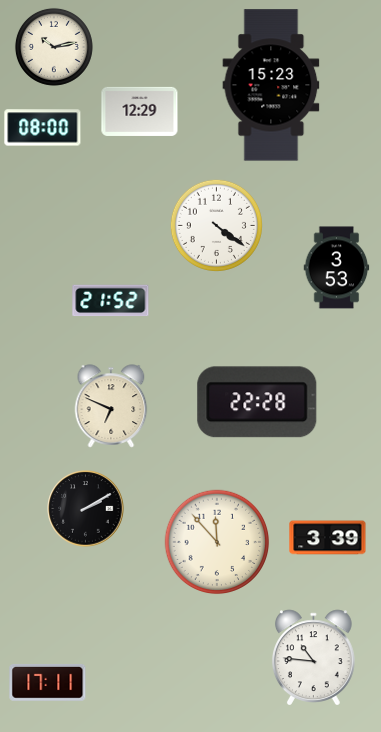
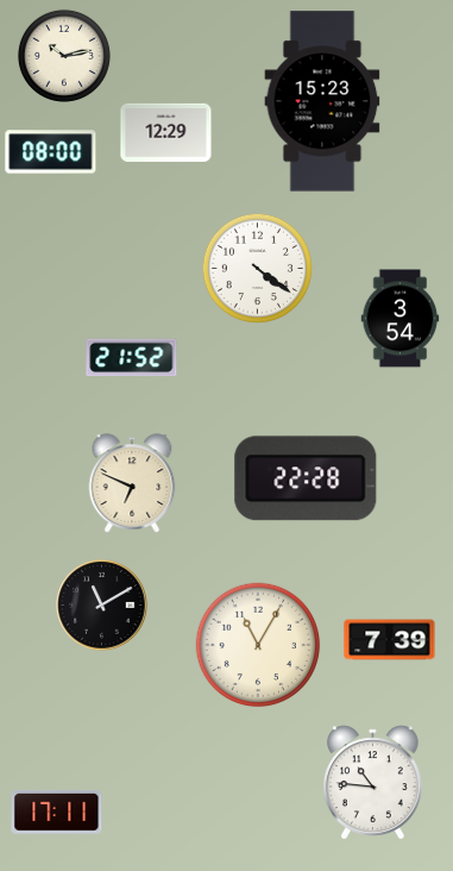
clock at (337, 268): 3:53 -> 3:54
clock at (86, 509): 2:10 -> 11:10
clock at (328, 538): 3:39 -> 7:39
clock at (217, 542): 11:53 -> 11:05
